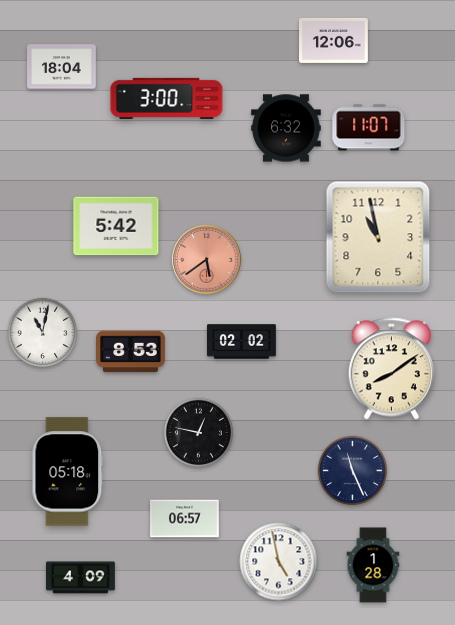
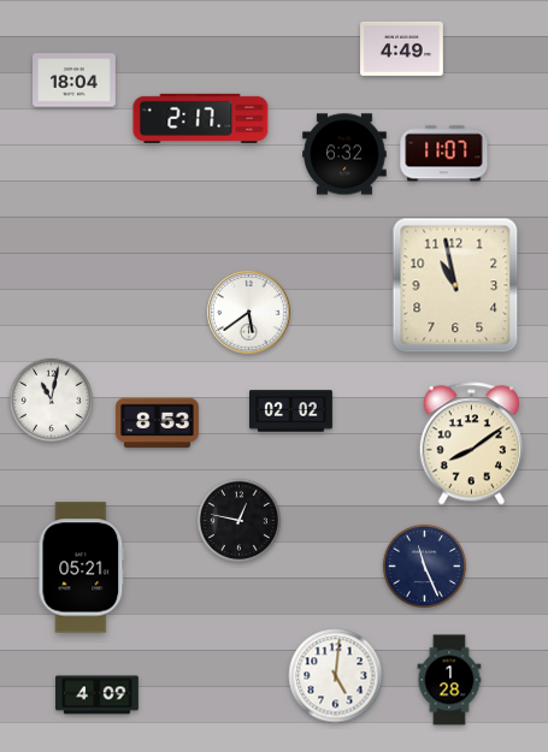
clock at (334, 40): 12:06 -> 4:49
clock at (167, 98): 3:00 -> 2:17
clock at (116, 226): 5:42 -> none
clock at (207, 260) dial: salmon -> white
clock at (68, 472): 05:18 -> 05:21
clock at (185, 519): 06:57 -> none
clock at (279, 562): 4:58 -> 5:01
